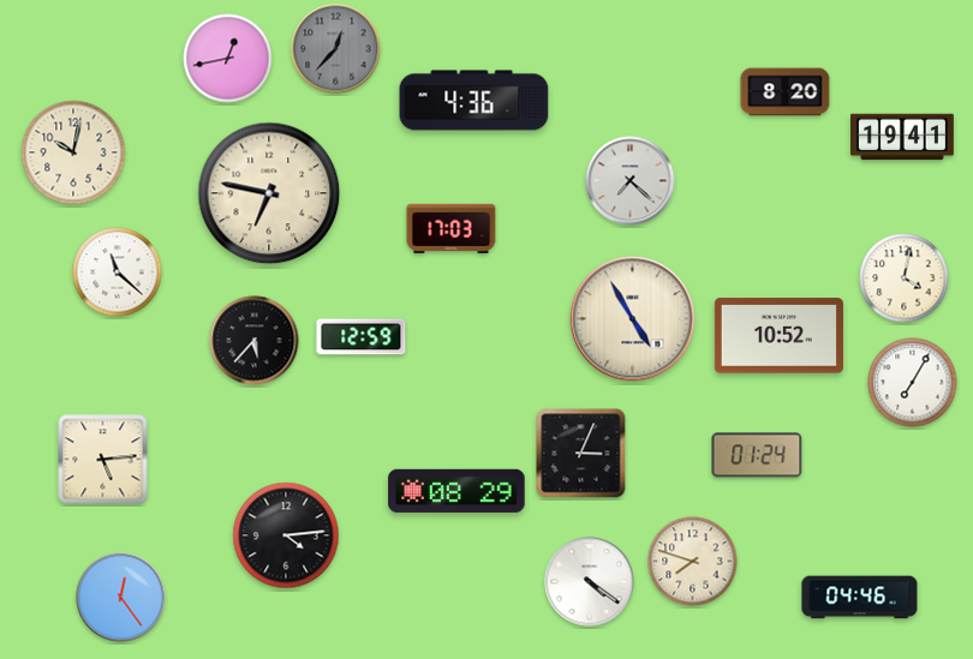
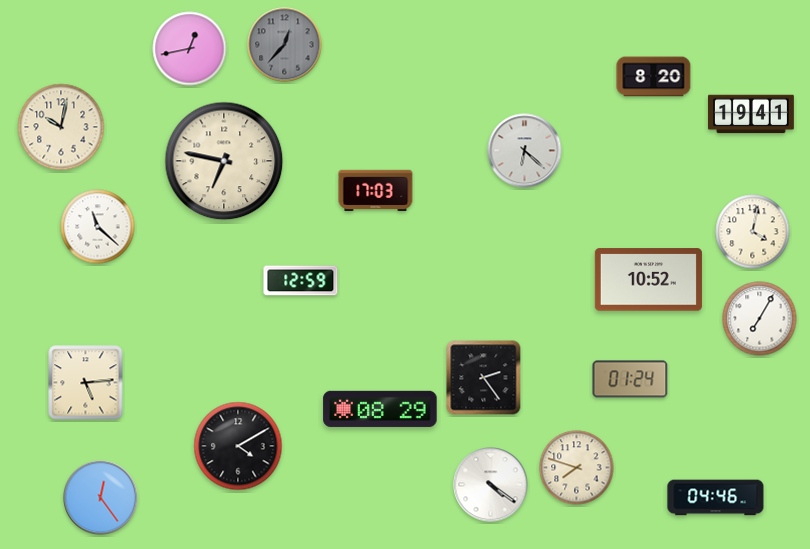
clock at (336, 49) position: (336, 49) -> (285, 45)
clock at (474, 101): 4:36 -> none
clock at (631, 181): 7:22 -> 6:22
clock at (633, 319): 4:55 -> none
clock at (255, 341): 5:37 -> none
clock at (581, 454): 3:04 -> 2:24
clock at (286, 535): 4:14 -> 4:10
